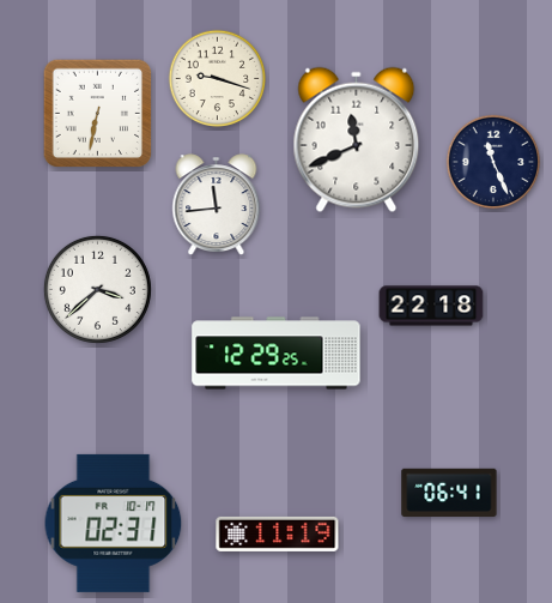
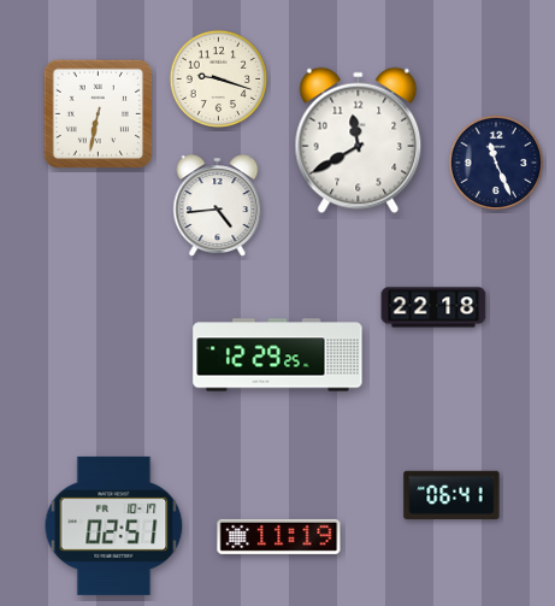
clock at (357, 140): 11:41 -> 11:40
clock at (217, 205): 11:44 -> 4:44
clock at (97, 289): 3:38 -> none
clock at (114, 523): 02:31 -> 02:51
